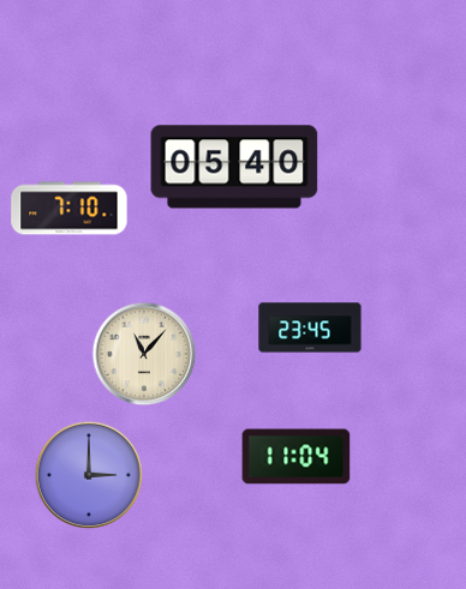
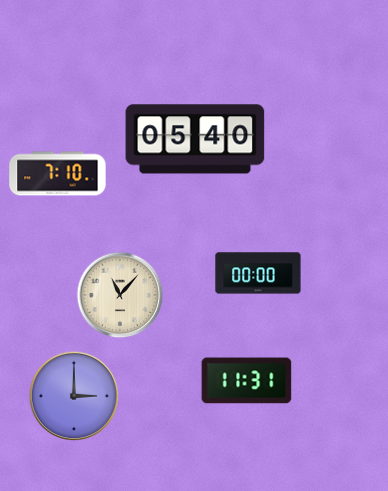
clock at (310, 327): 23:45 -> 00:00
clock at (297, 457): 11:04 -> 11:31
